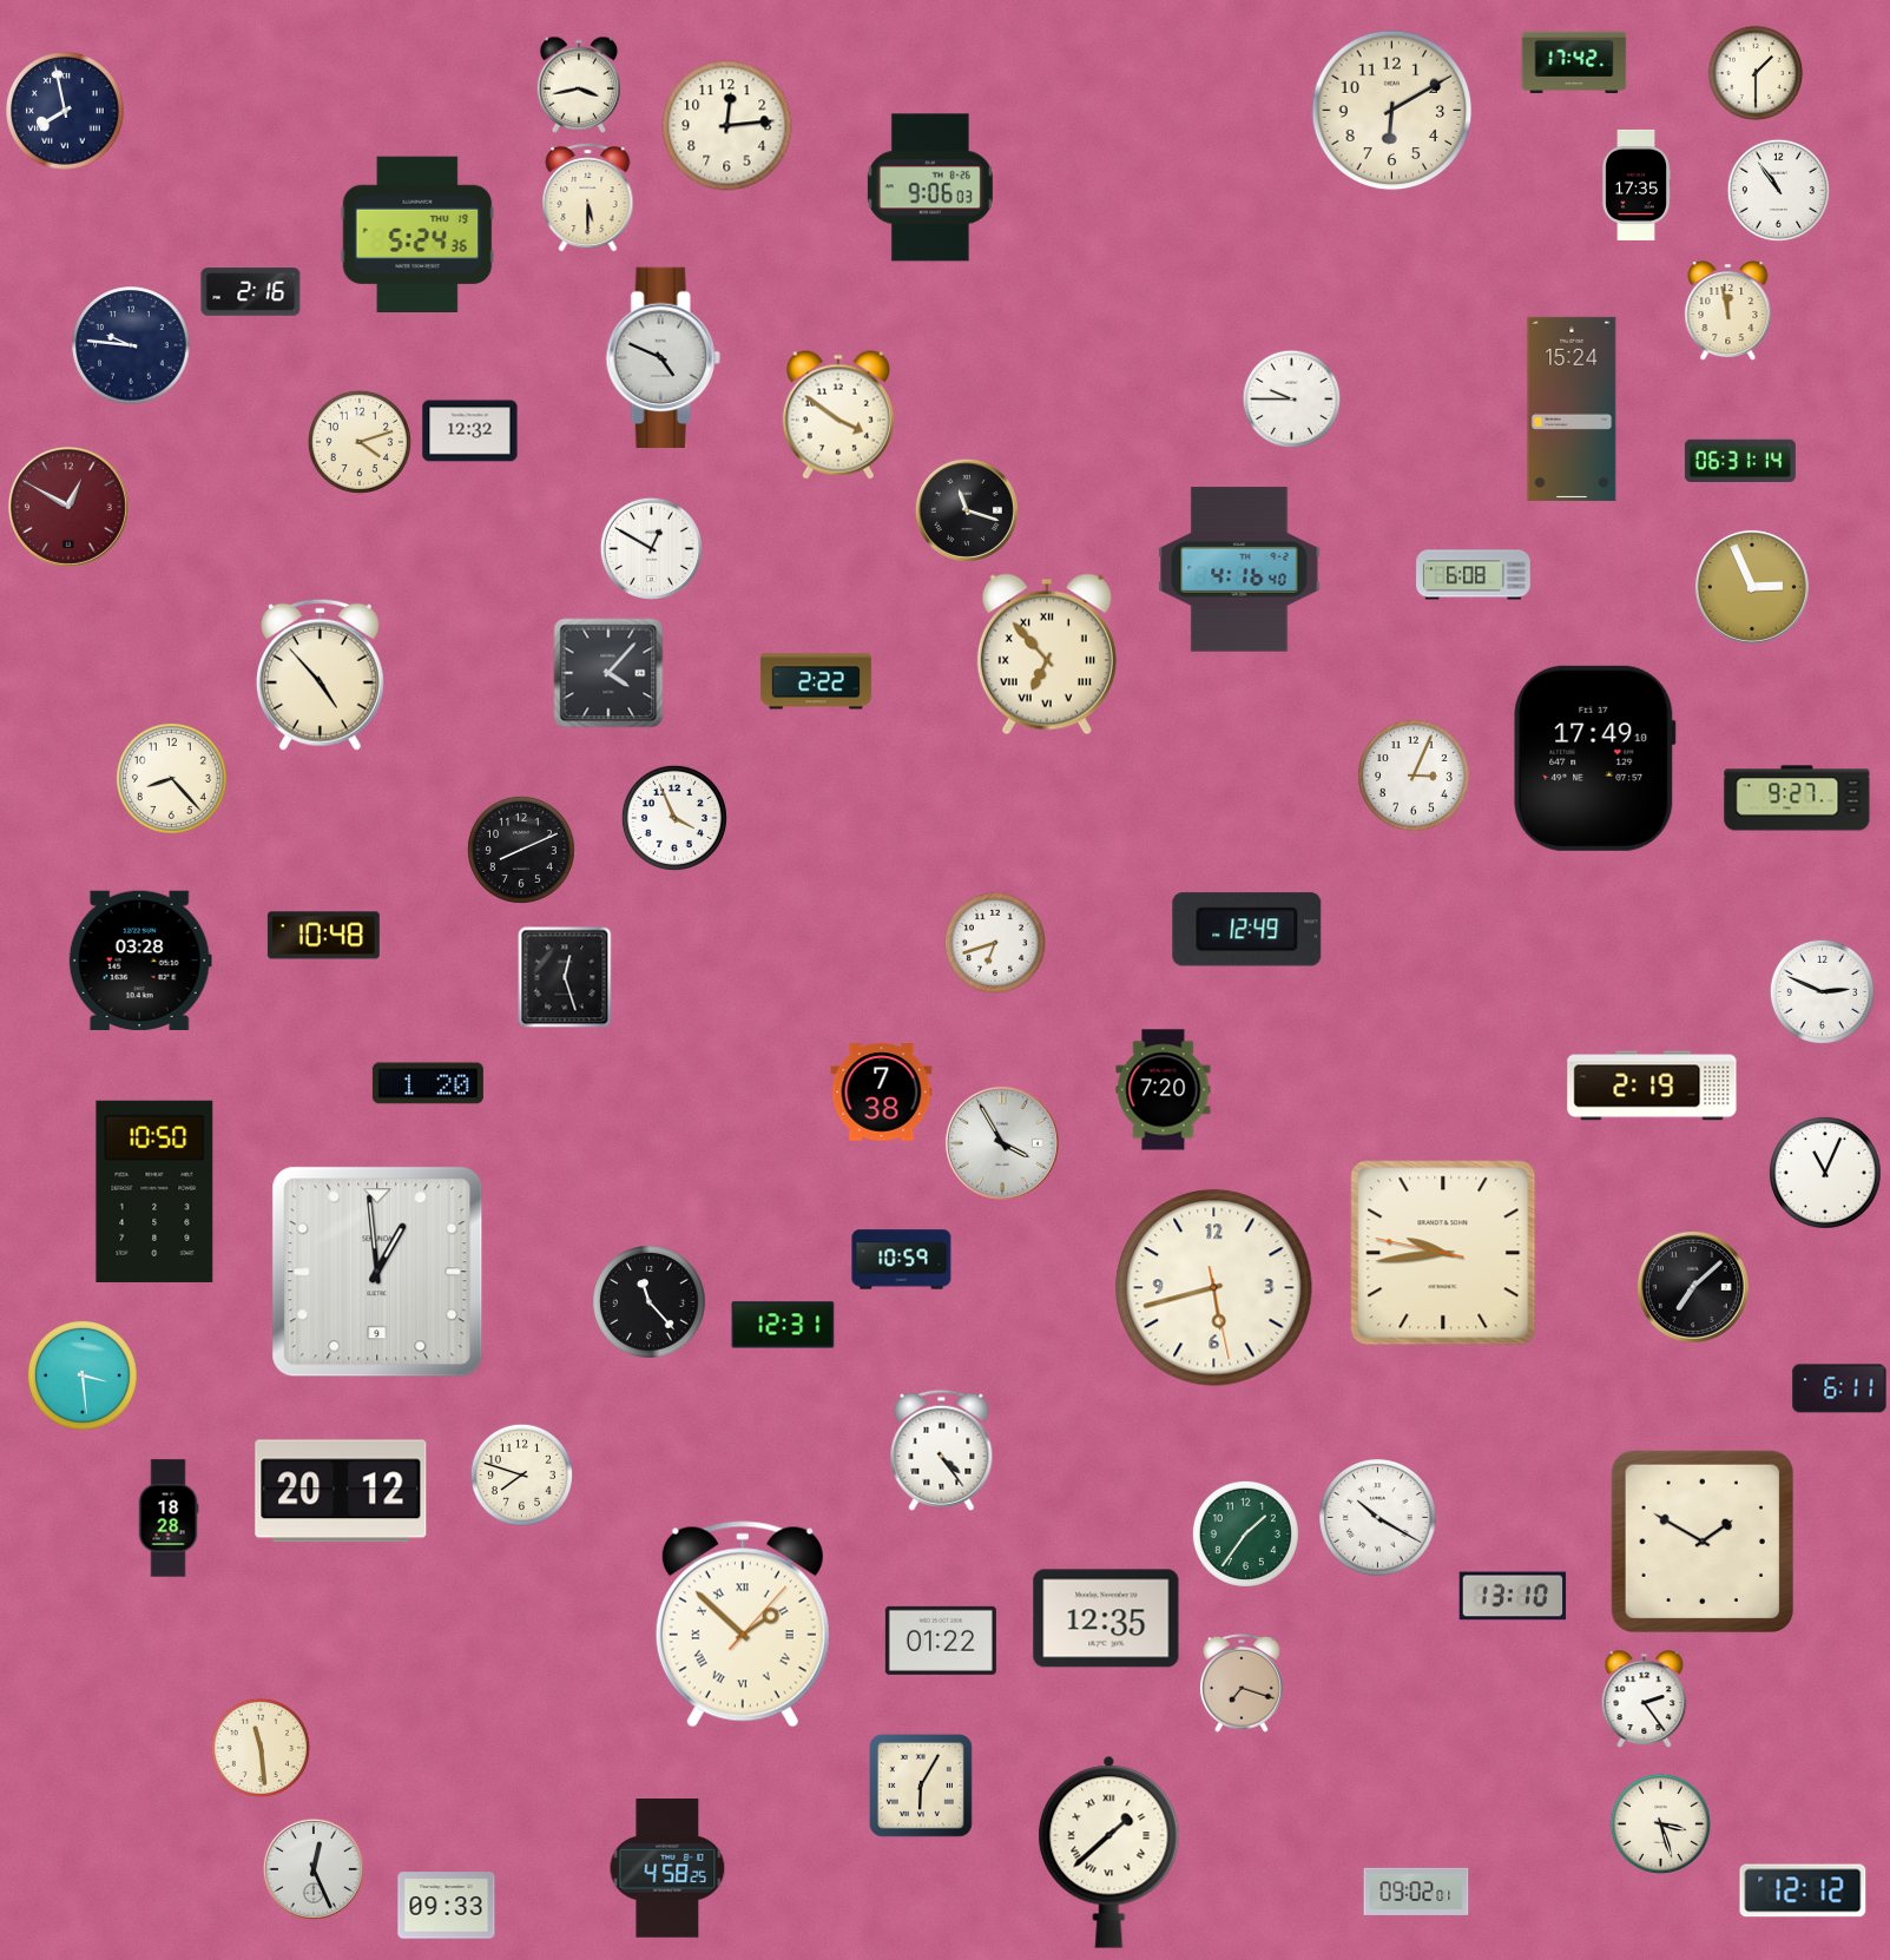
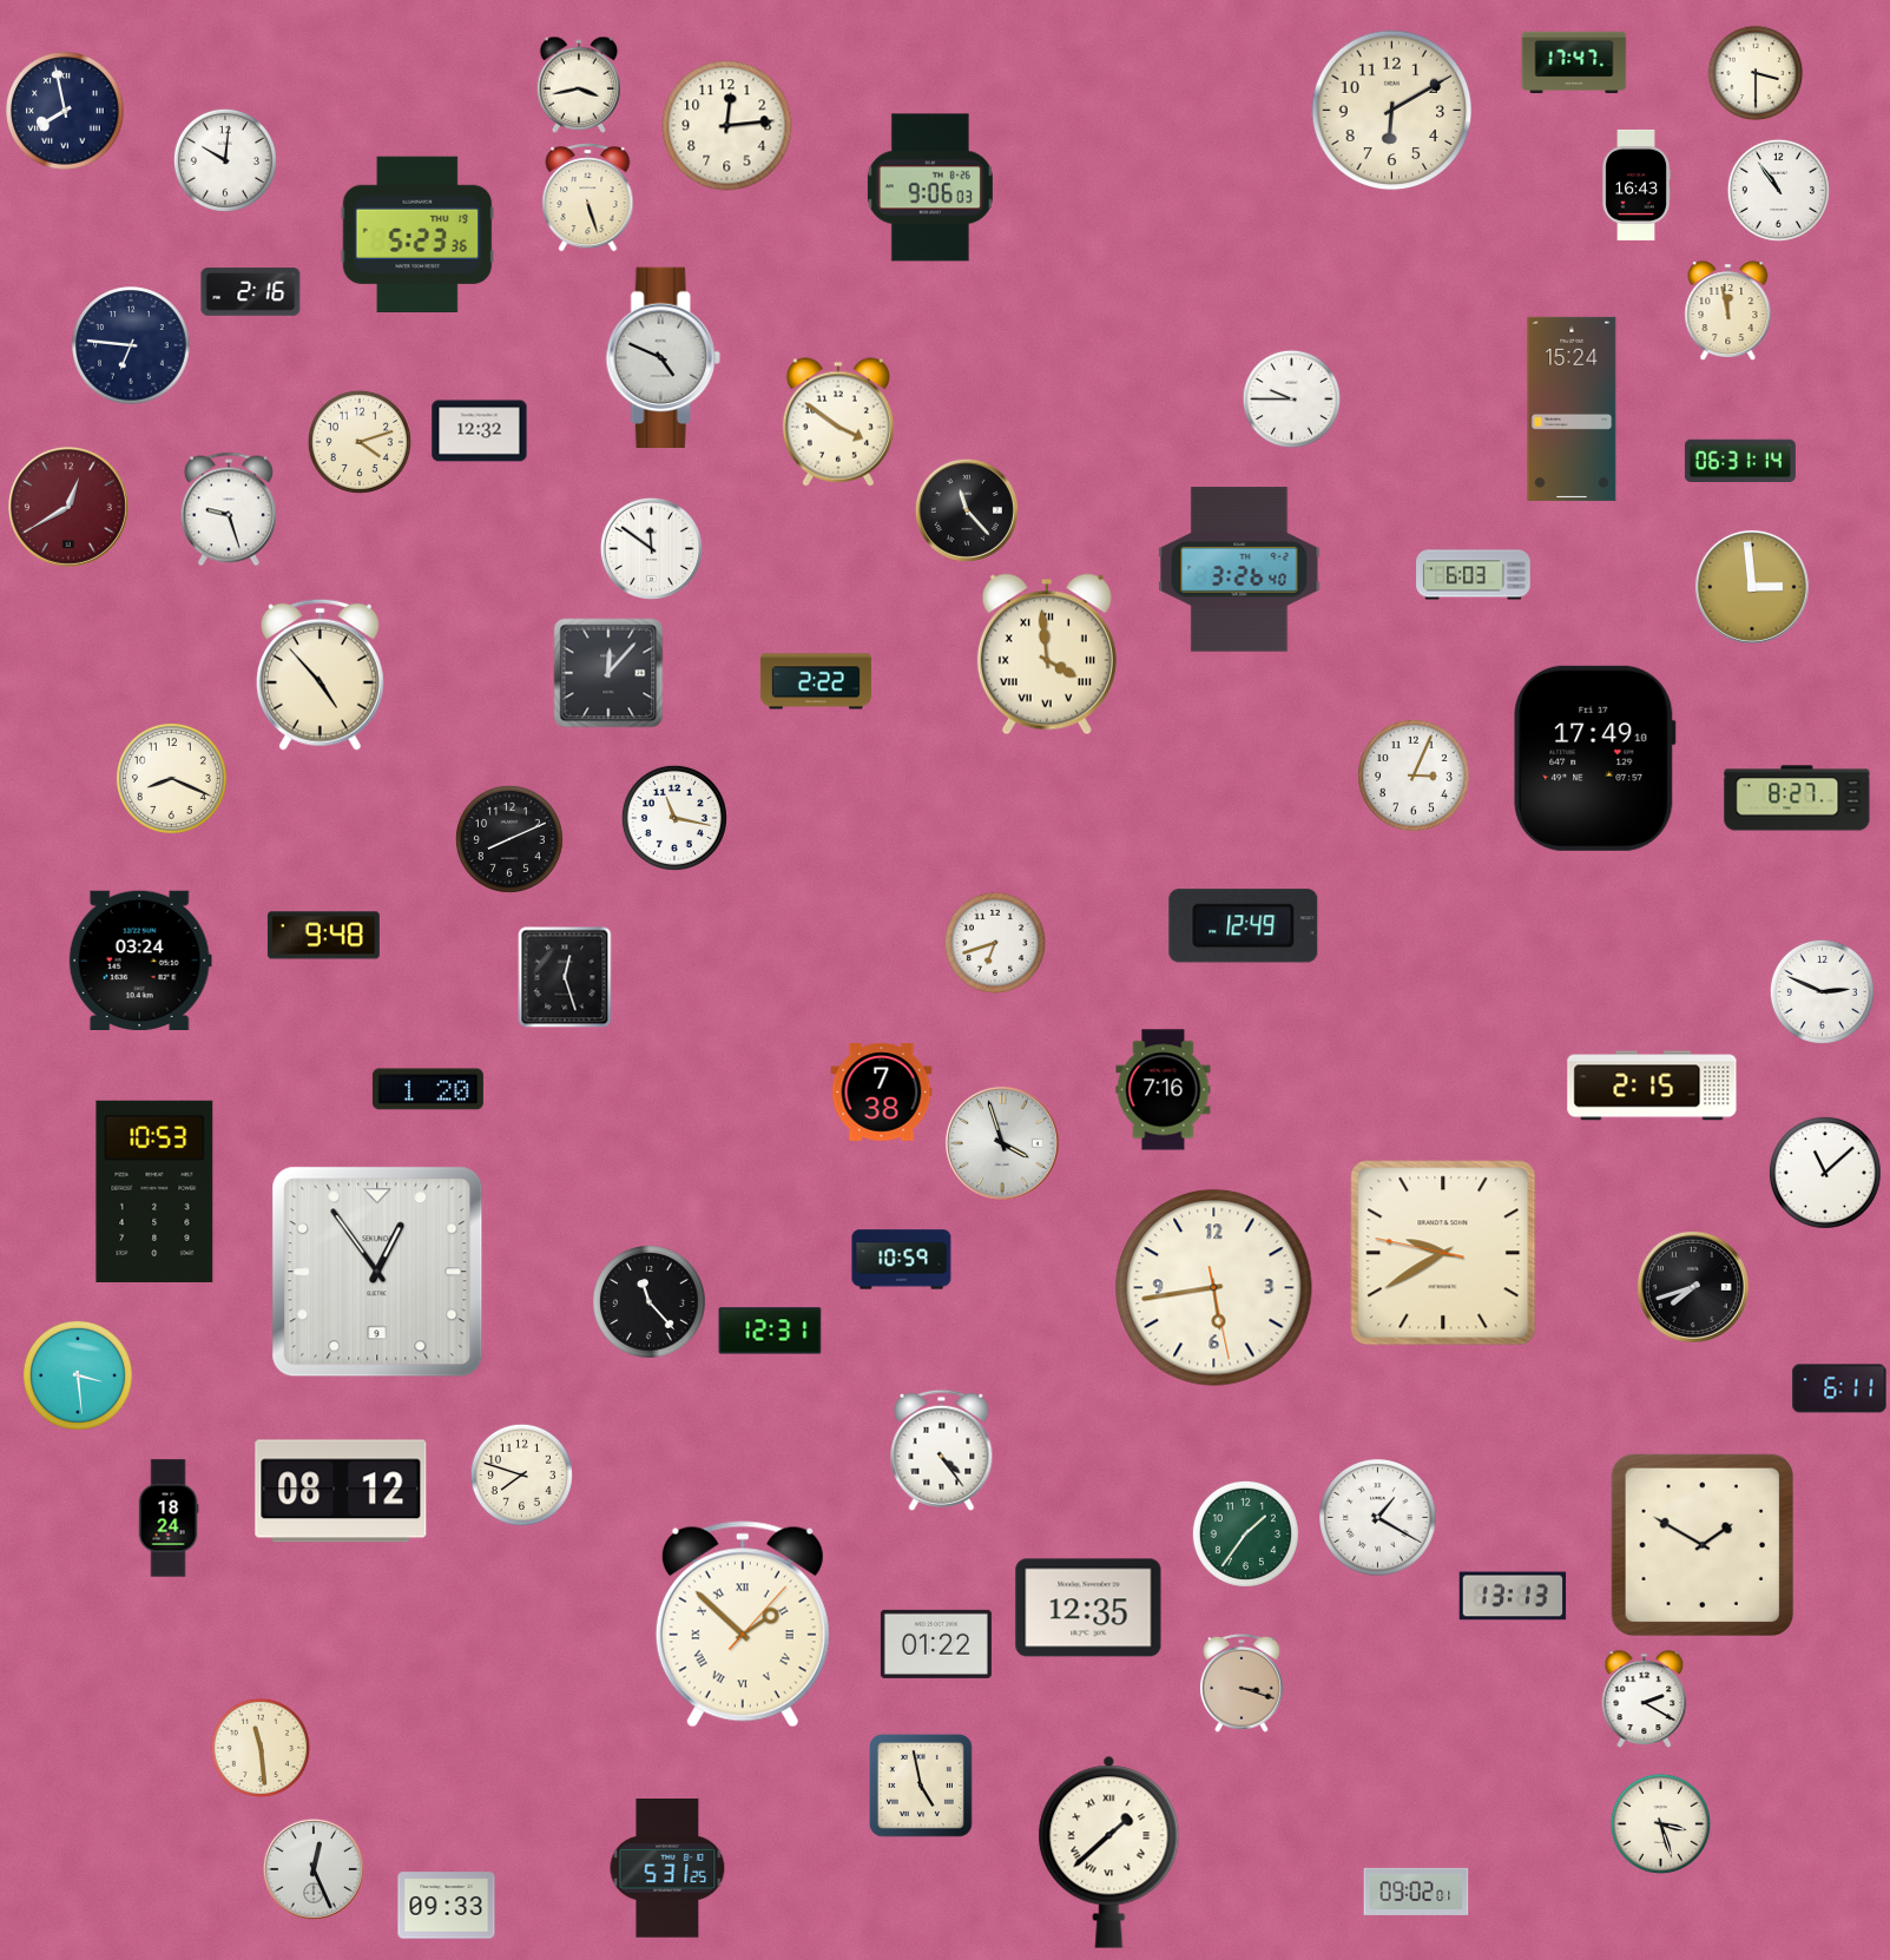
clock at (1574, 62): 17:42 -> 17:47
clock at (1756, 73): 1:30 -> 3:30
clock at (225, 160): none -> 10:01
clock at (1637, 185): 17:35 -> 16:43
clock at (588, 198): 5:30 -> 5:27
clock at (417, 233): 5:24 -> 5:23
clock at (131, 345): 9:46 -> 6:46
clock at (838, 415) position: (838, 415) -> (838, 422)
clock at (470, 431) position: (470, 431) -> (480, 431)
clock at (68, 507): 12:50 -> 12:40
clock at (229, 509): none -> 9:27
clock at (967, 510): 11:18 -> 11:23
clock at (651, 548): 12:50 -> 11:51
clock at (1239, 569): 4:16 -> 3:26
clock at (1474, 575): 6:08 -> 6:03
clock at (1752, 587): 2:56 -> 2:59
clock at (1047, 654): 6:53 -> 3:59
clock at (608, 673): 4:07 -> 12:07
clock at (171, 778): 8:23 -> 8:19
clock at (1797, 798): 9:27 -> 8:27
clock at (674, 818): 3:56 -> 11:17
clock at (521, 850) position: (521, 850) -> (509, 839)
clock at (1247, 930) position: (1247, 930) -> (1244, 926)
clock at (323, 936): 10:48 -> 9:48
clock at (140, 959): 03:28 -> 03:24
clock at (428, 1083) position: (428, 1083) -> (428, 1089)
clock at (1652, 1085): 2:19 -> 2:15
clock at (1164, 1090): 7:20 -> 7:16
clock at (1002, 1143): 3:55 -> 3:57
clock at (1825, 1173): 11:04 -> 11:08
clock at (154, 1192): 10:50 -> 10:53
clock at (1443, 1253): 9:43 -> 9:39
clock at (377, 1272): 12:59 -> 12:54
clock at (1693, 1287): 7:08 -> 7:42
clock at (1214, 1288): 5:42 -> 5:43
clock at (783, 1325) position: (783, 1325) -> (770, 1331)
clock at (83, 1375) position: (83, 1375) -> (78, 1375)
clock at (341, 1491): 20:12 -> 08:12
clock at (169, 1518): 18:28 -> 18:24
clock at (1378, 1518): 10:20 -> 1:20
clock at (1703, 1542) position: (1703, 1542) -> (1703, 1545)
clock at (1513, 1596): 13:10 -> 13:13
clock at (1106, 1618) position: (1106, 1618) -> (1088, 1608)
clock at (941, 1641) position: (941, 1641) -> (936, 1644)
clock at (1242, 1683): 7:18 -> 3:18
clock at (1645, 1700): 2:24 -> 2:20
clock at (921, 1786): 6:05 -> 4:58
clock at (667, 1869): 4:58 -> 5:31
clock at (1803, 1890): 12:12 -> none
